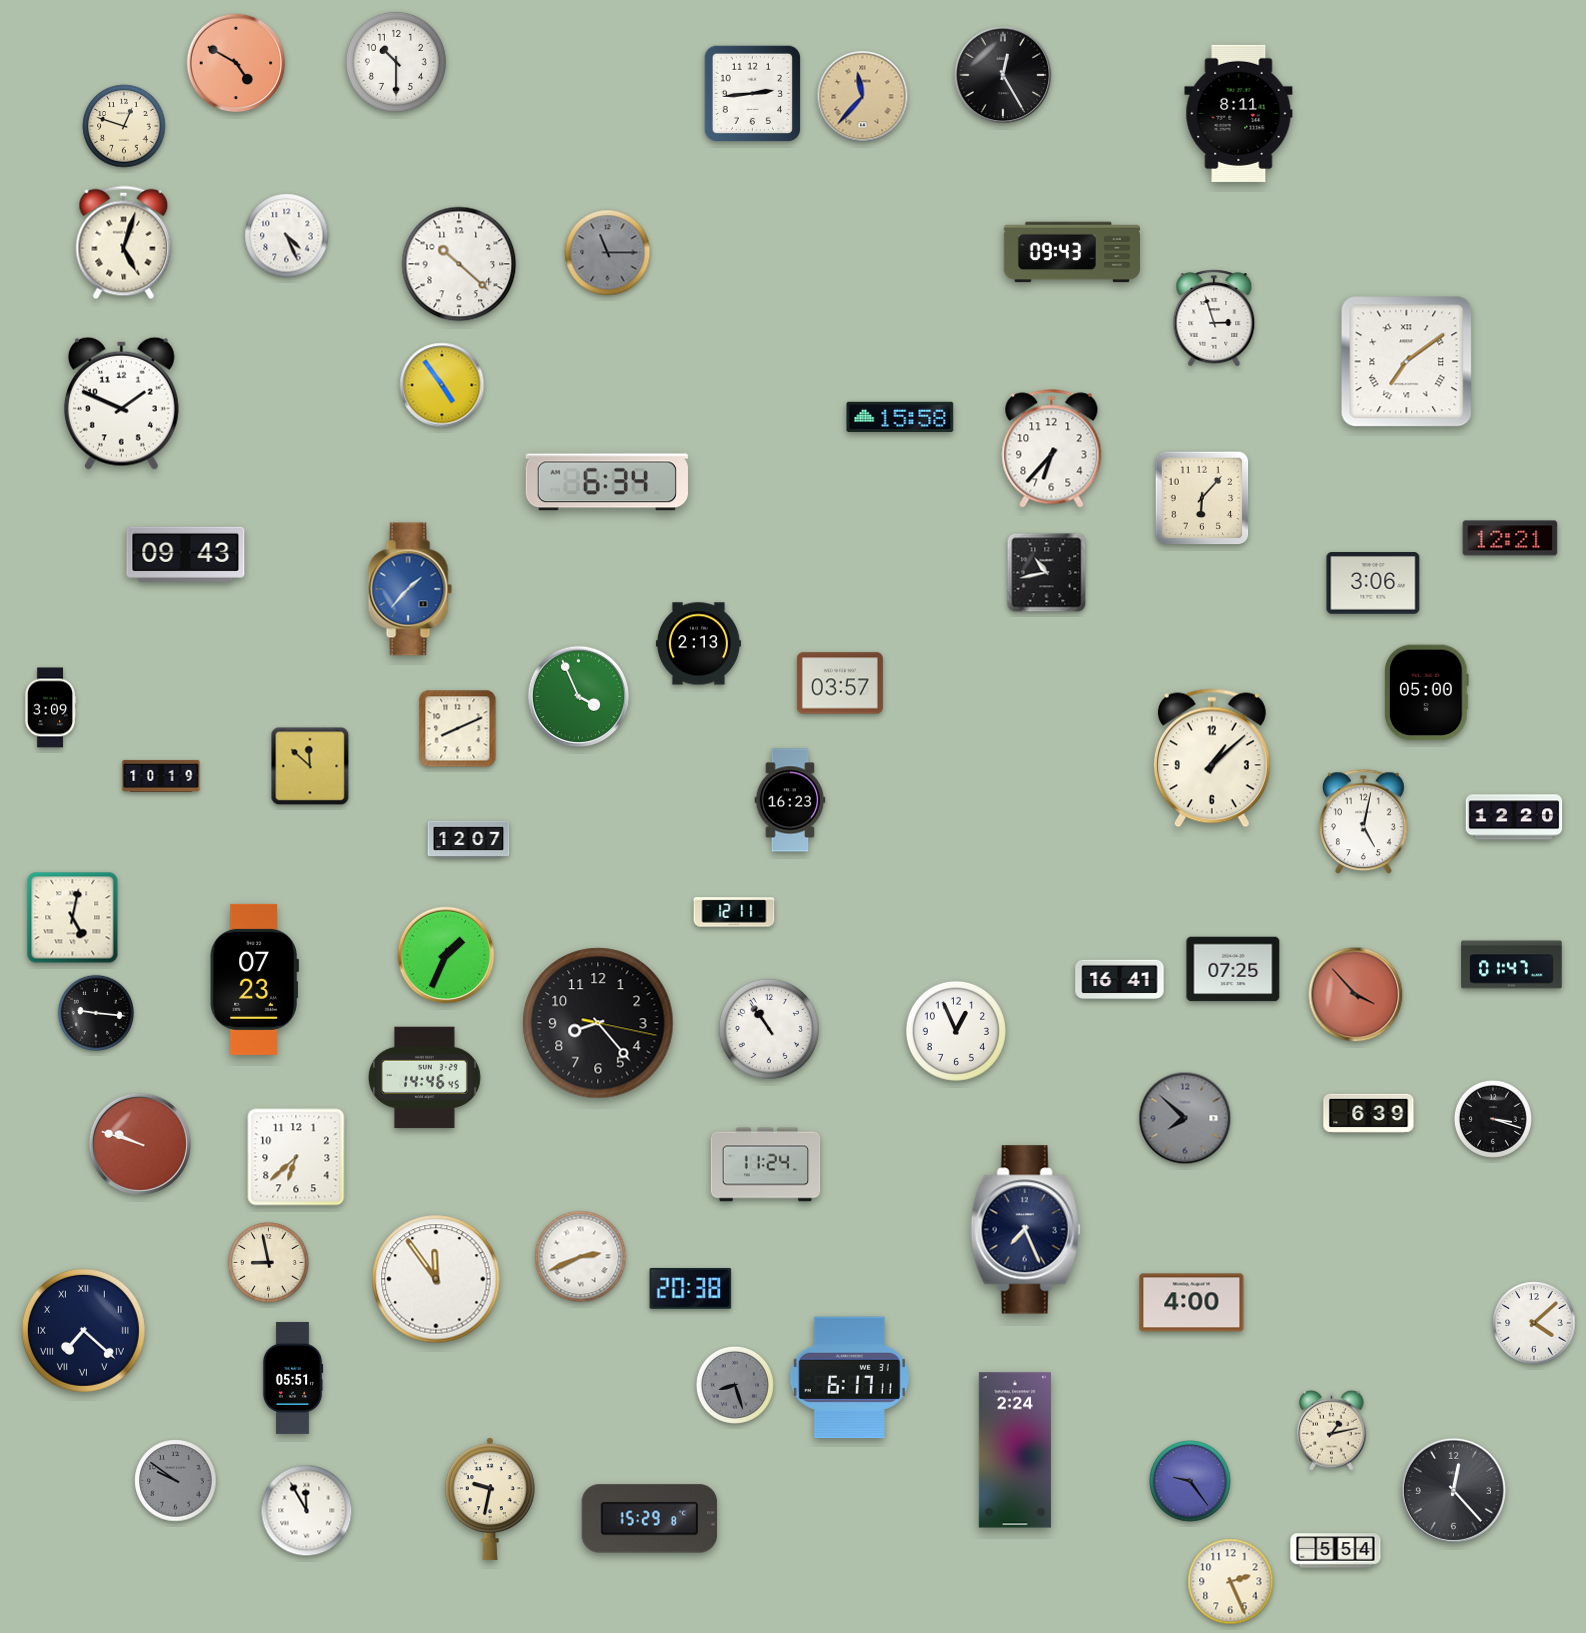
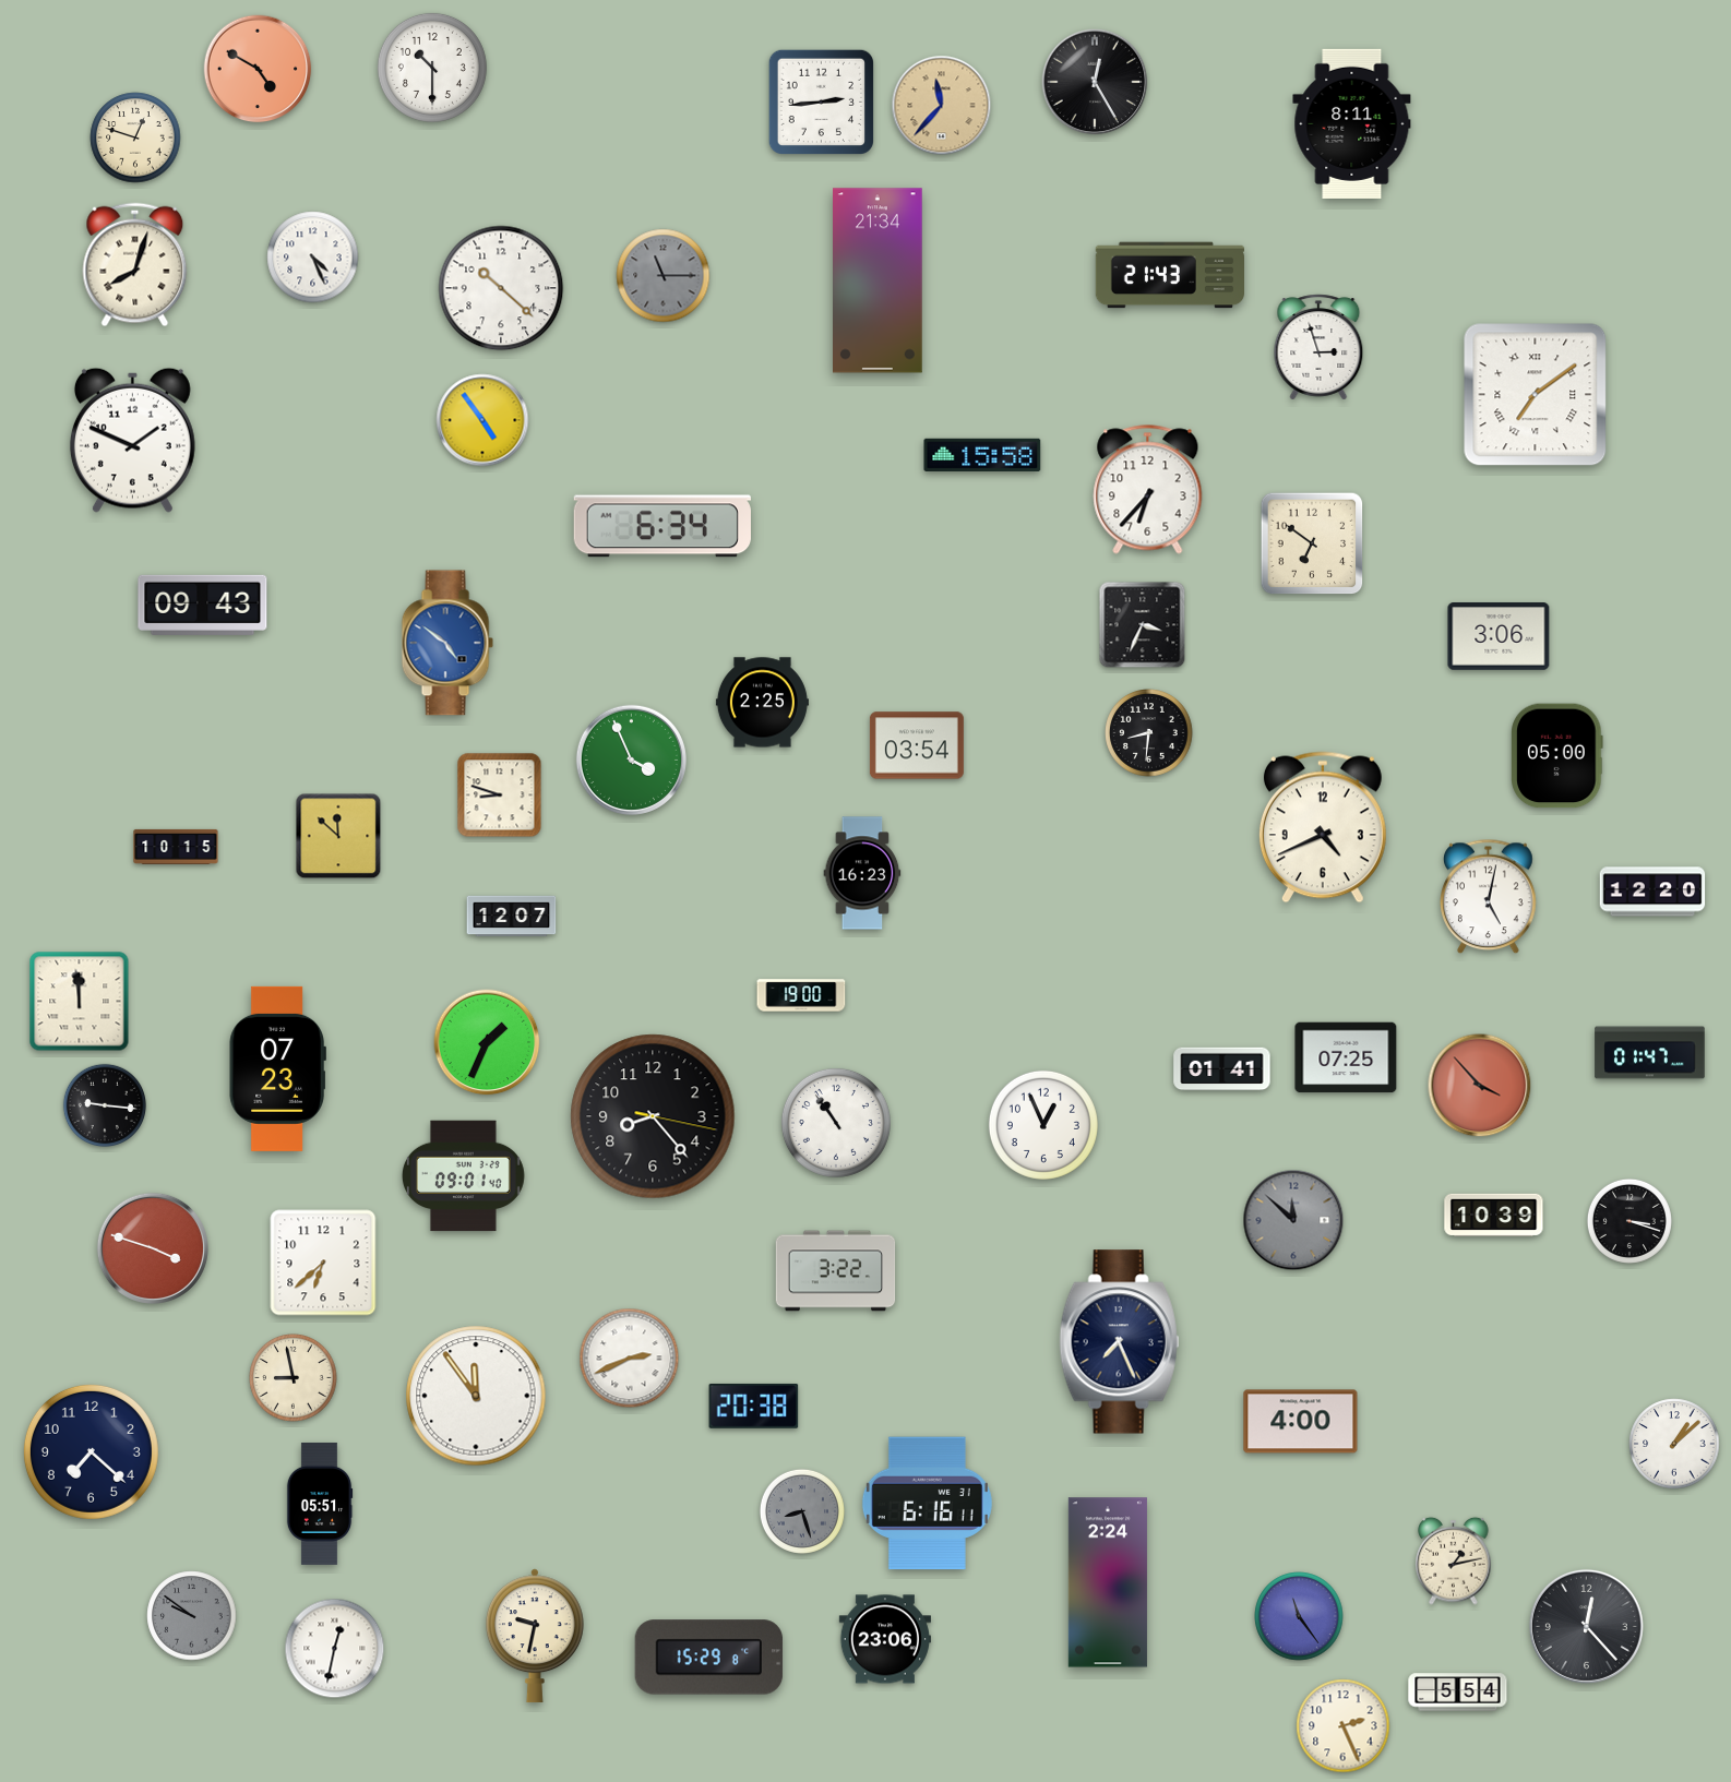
clock at (124, 243): 5:03 -> 8:03
clock at (1071, 252): 09:43 -> 21:43
clock at (879, 280): none -> 21:34
clock at (1214, 318) position: (1214, 318) -> (1318, 347)
clock at (1202, 498): 6:07 -> 6:51
clock at (1510, 538): 12:21 -> none
clock at (1047, 573): 10:43 -> 3:34
clock at (410, 589): 1:37 -> 4:51
clock at (698, 644): 2:13 -> 2:25
clock at (1149, 733): none -> 8:31
clock at (840, 683): 03:57 -> 03:54
clock at (50, 708): 3:09 -> none
clock at (458, 729): 8:11 -> 8:48
clock at (1212, 758): 1:08 -> 4:41
clock at (161, 776): 10:19 -> 10:15
clock at (734, 912): 12:11 -> 19:00
clock at (73, 918): 5:02 -> 11:59
clock at (1120, 980): 16:41 -> 01:41
clock at (769, 1029) position: (769, 1029) -> (836, 1123)
clock at (424, 1078): 14:46 -> 09:01
clock at (1369, 1113): 6:39 -> 10:39
clock at (1185, 1118): 7:52 -> 11:52
clock at (140, 1144): 9:48 -> 3:48
clock at (766, 1165): 11:24 -> 3:22
clock at (581, 1257) position: (581, 1257) -> (630, 1359)
clock at (1534, 1323): 4:08 -> 1:08
clock at (83, 1330) numerals: Roman -> Arabic
clock at (849, 1378): 6:17 -> 6:16
clock at (1190, 1481): 9:24 -> 11:24
clock at (885, 1639): none -> 23:06
clock at (307, 1511): 11:55 -> 12:32
